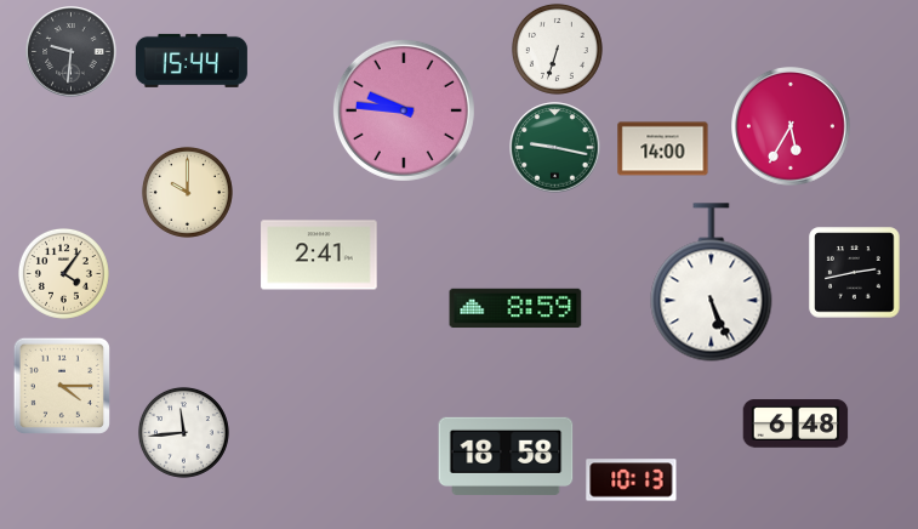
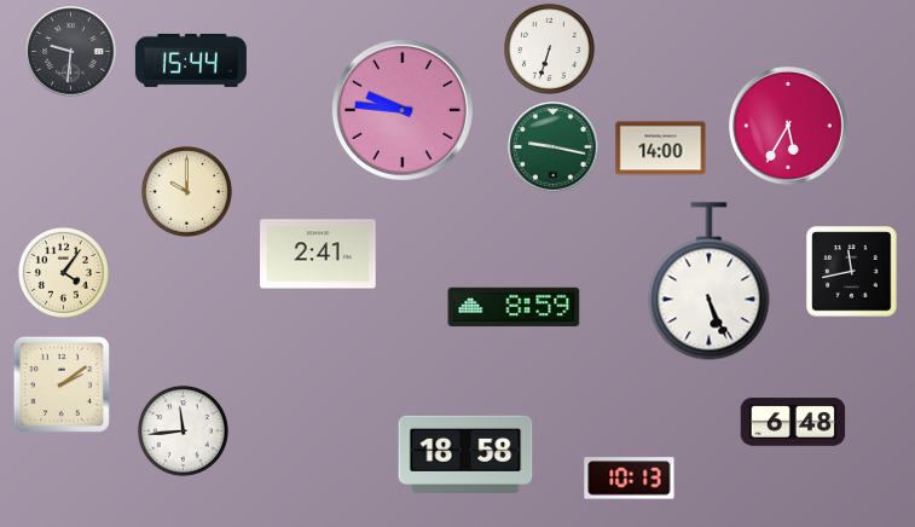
clock at (557, 49) position: (557, 49) -> (549, 48)
clock at (855, 273): 2:43 -> 11:43
clock at (62, 386): 4:15 -> 2:09
clock at (506, 455) position: (506, 455) -> (465, 453)
